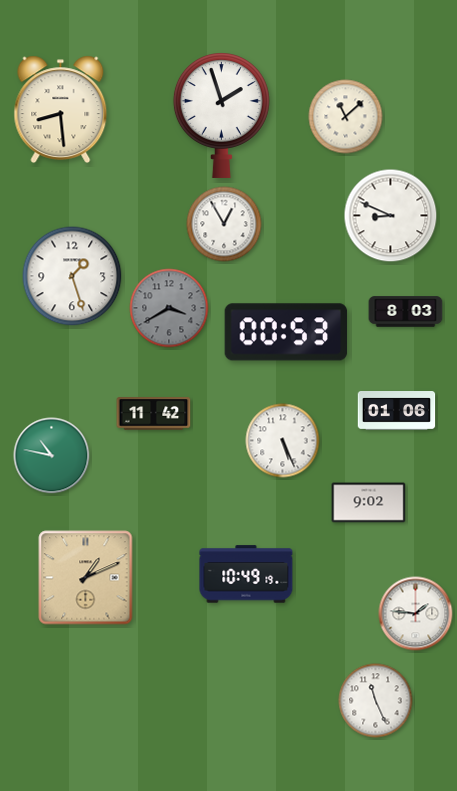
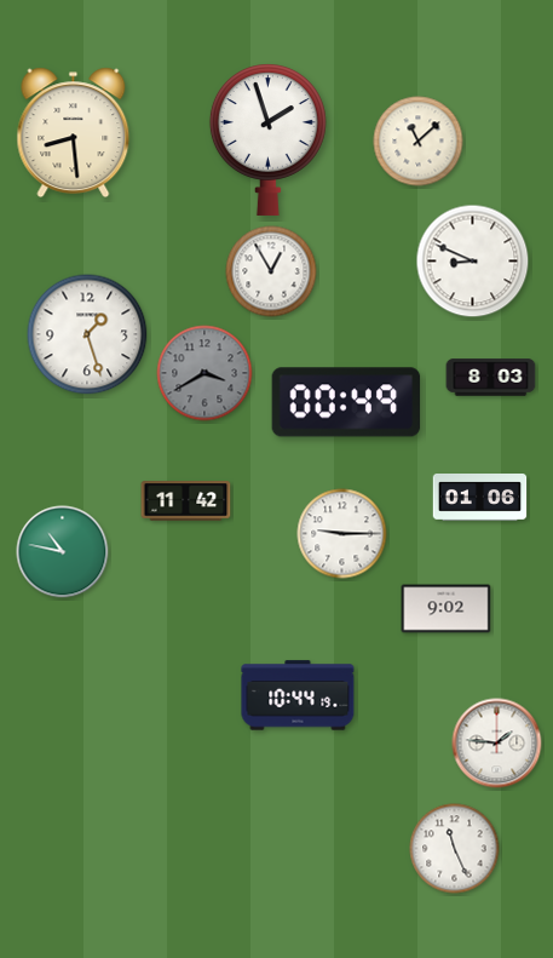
clock at (286, 332): 00:53 -> 00:49
clock at (283, 441): 5:26 -> 9:15
clock at (246, 574): 10:49 -> 10:44
clock at (86, 578): 1:11 -> none
clock at (416, 614) position: (416, 614) -> (497, 744)
